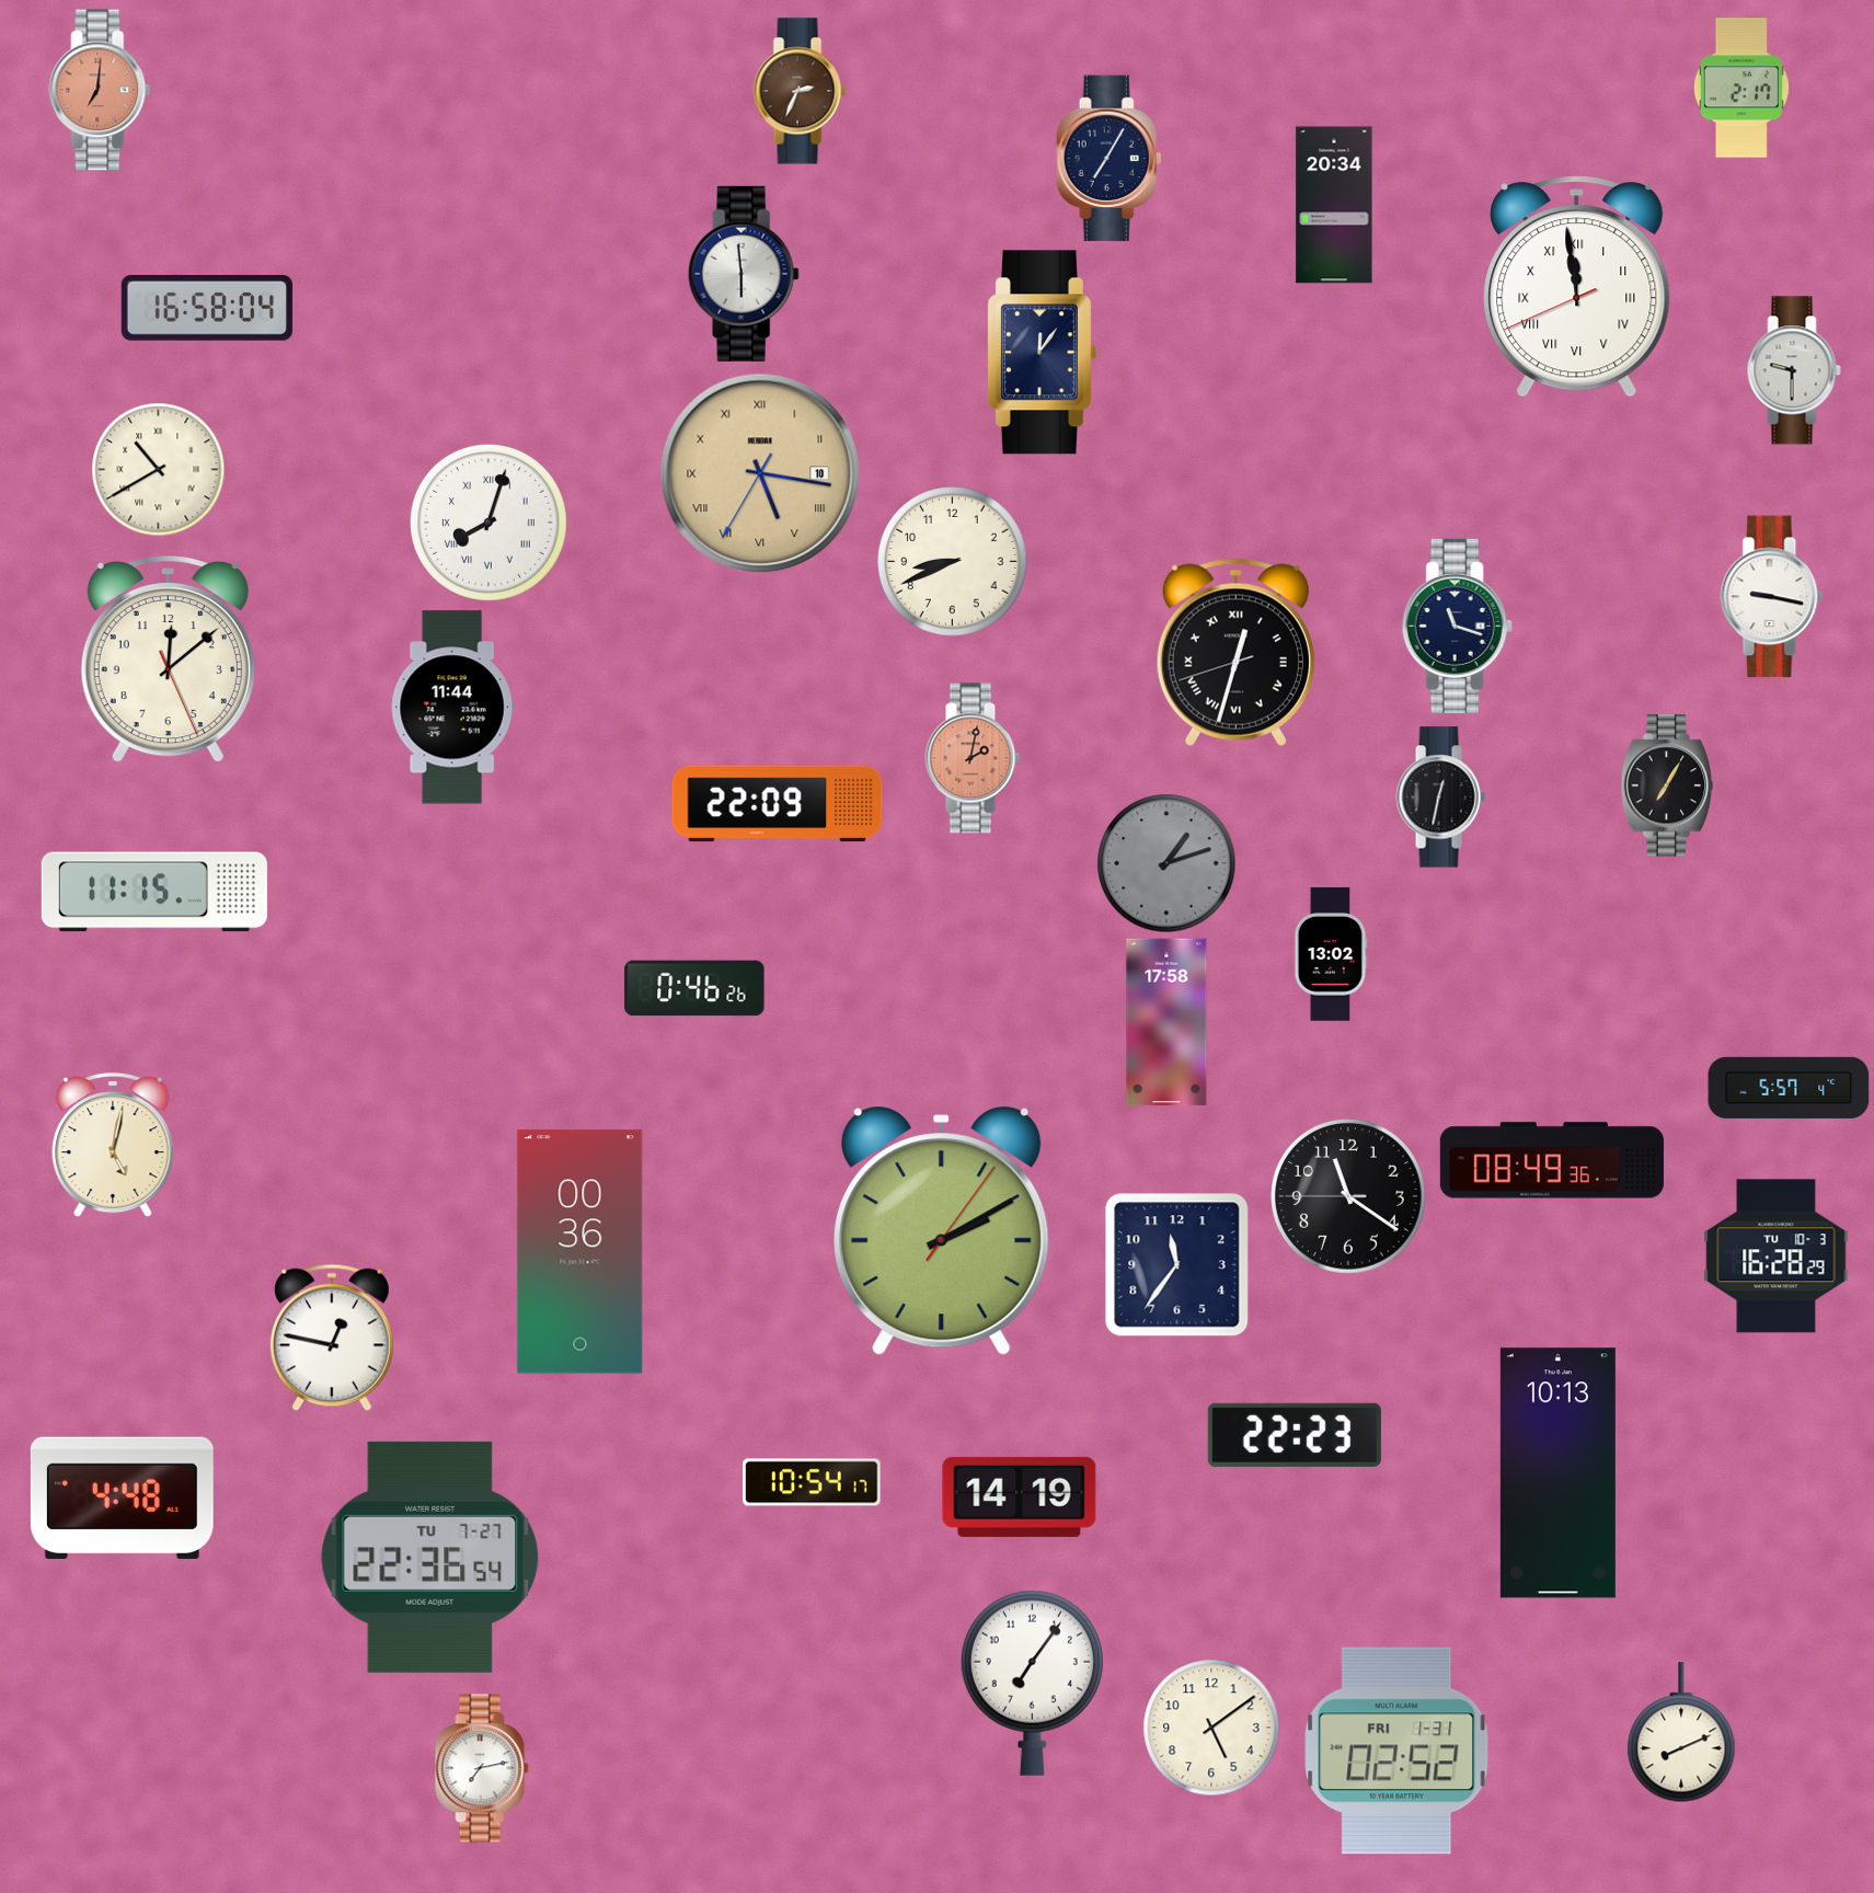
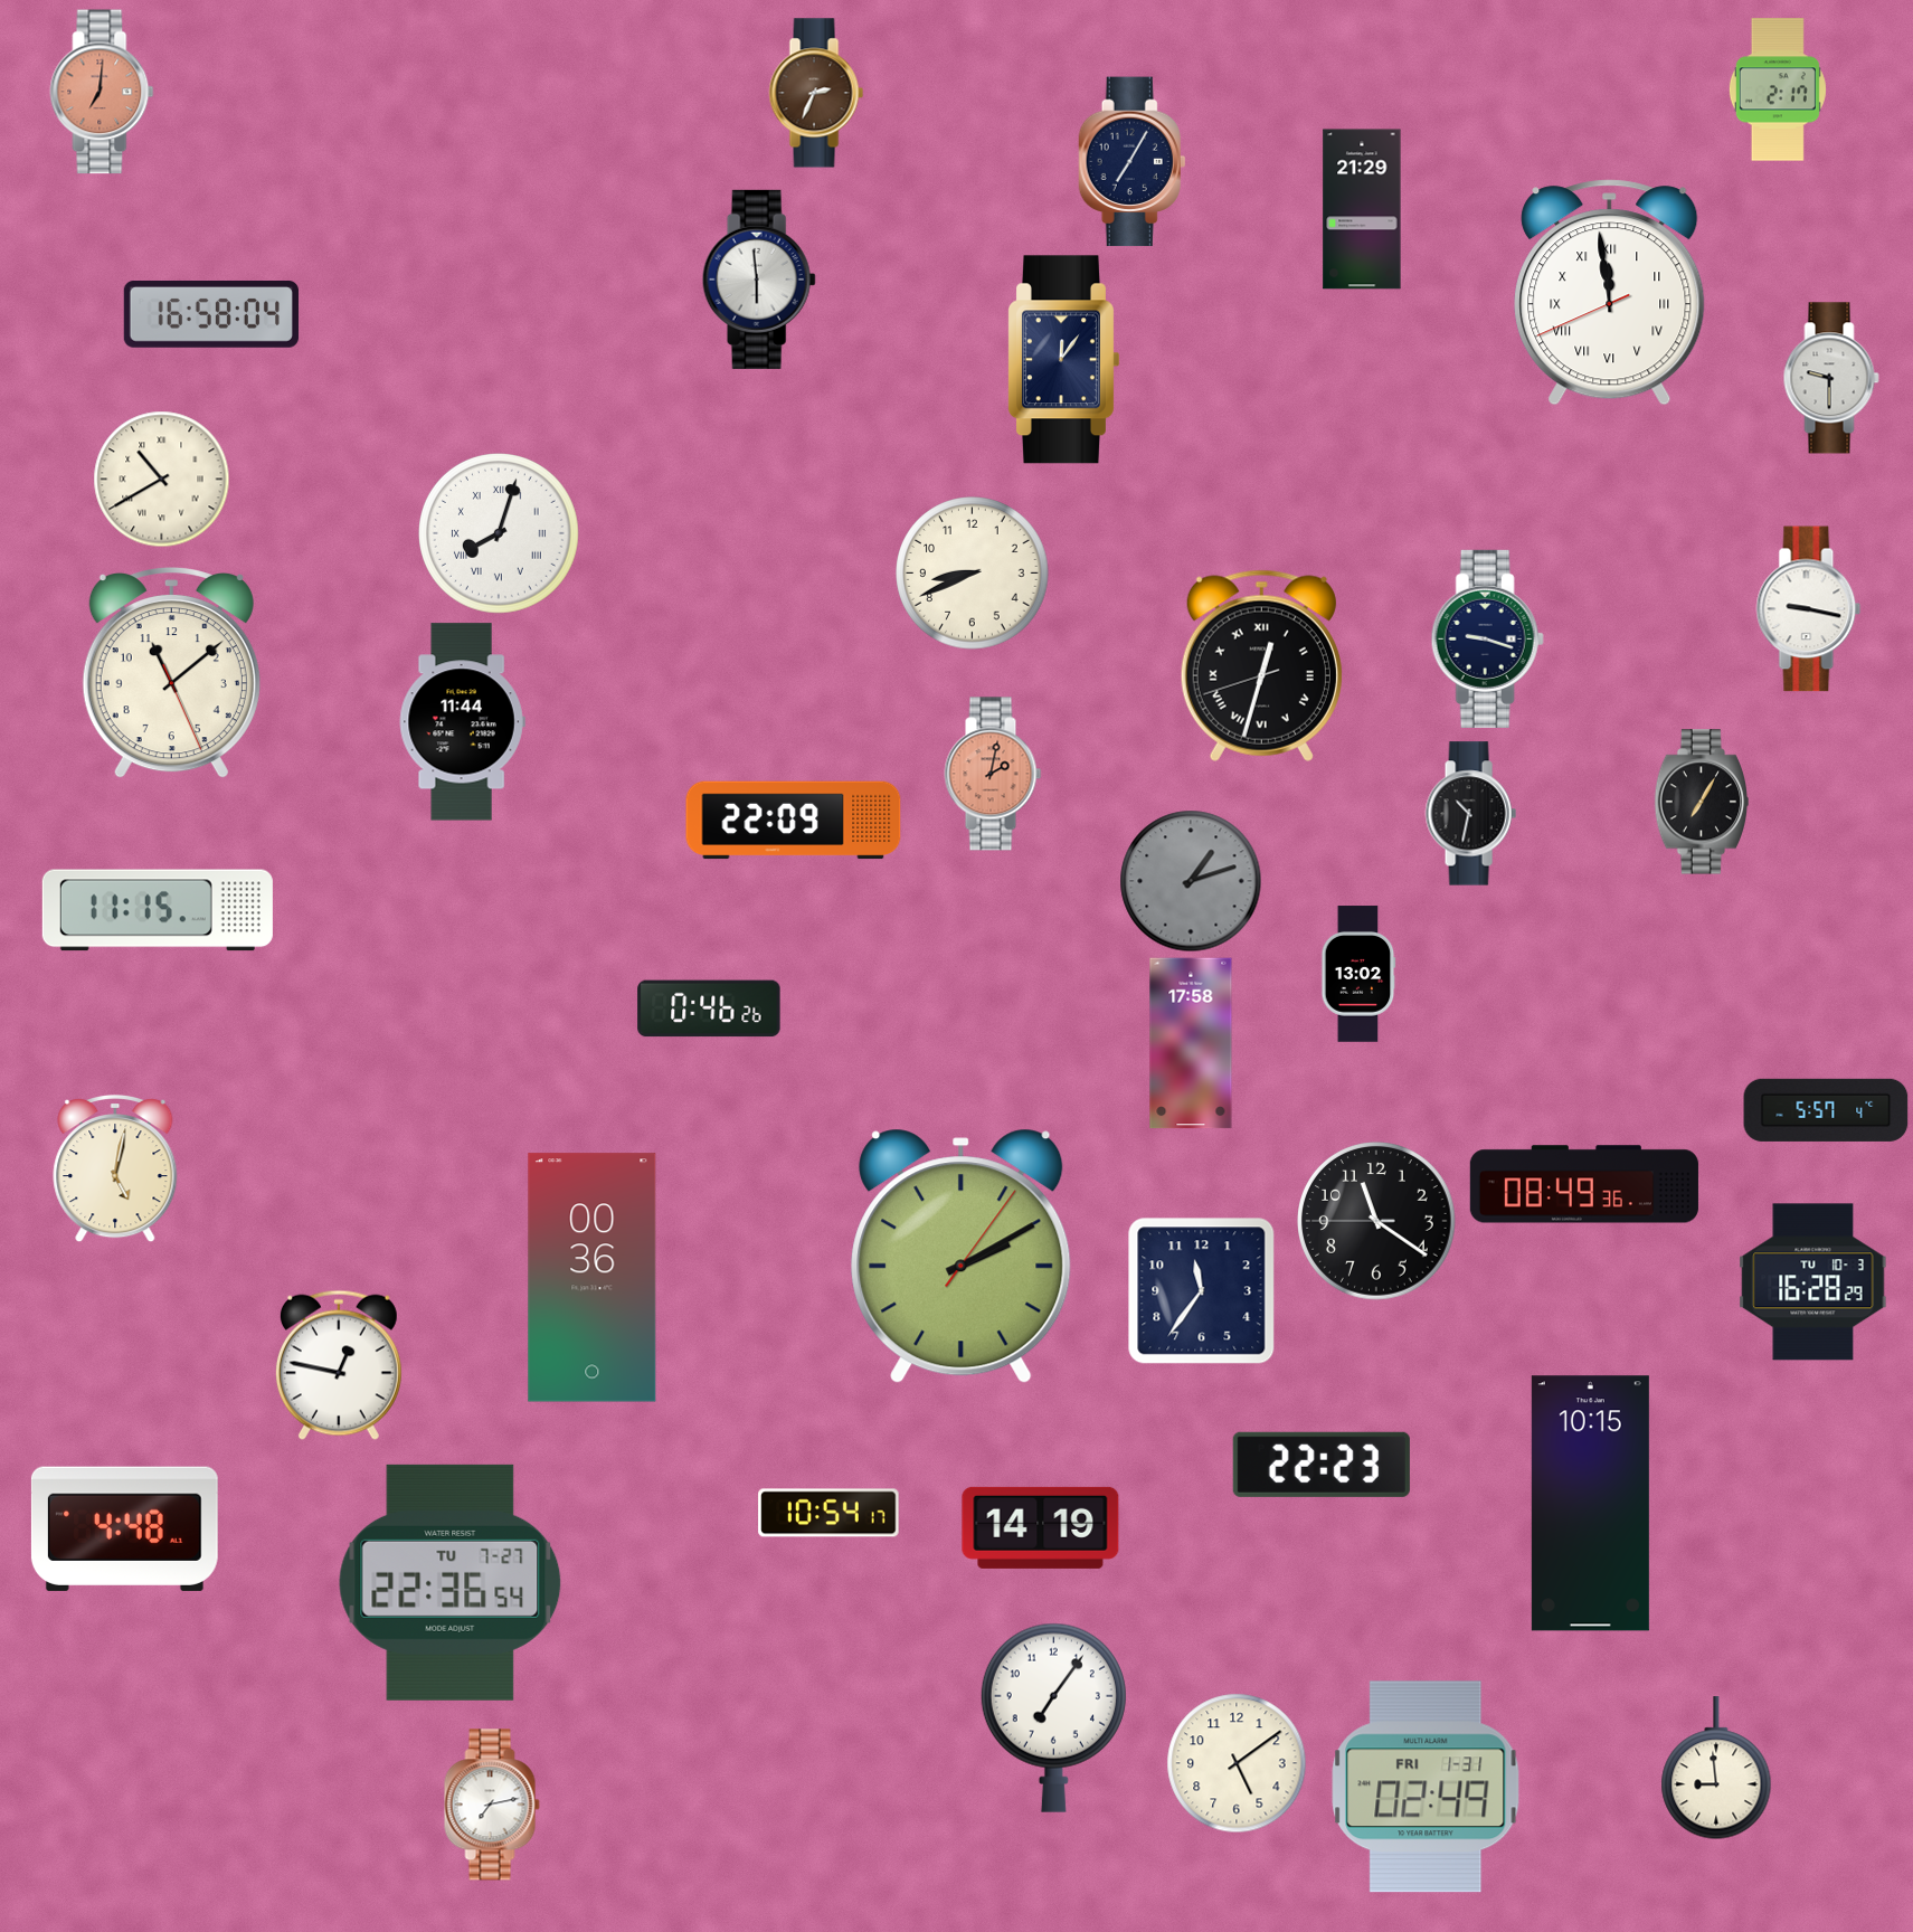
clock at (1334, 205): 20:34 -> 21:29
clock at (760, 473): 5:16 -> none
clock at (1457, 626): 11:18 -> 9:18
clock at (168, 659): 12:08 -> 11:08
clock at (1440, 798): 12:32 -> 10:32
clock at (1557, 1473): 10:13 -> 10:15
clock at (430, 1557) position: (430, 1557) -> (451, 1582)
clock at (1681, 1733): 8:11 -> 8:59
clock at (1396, 1751): 02:52 -> 02:49
